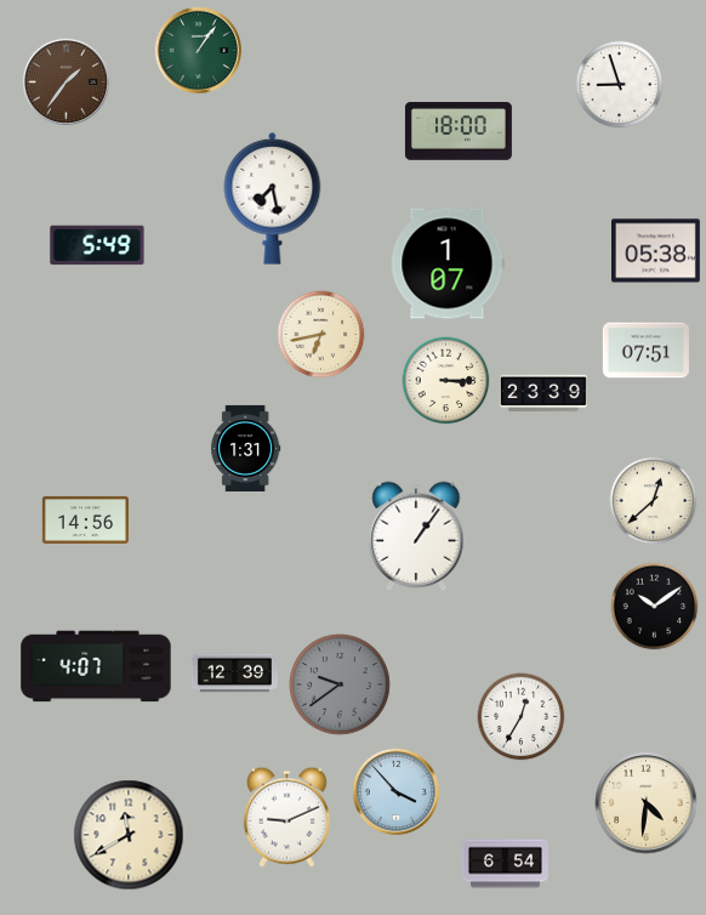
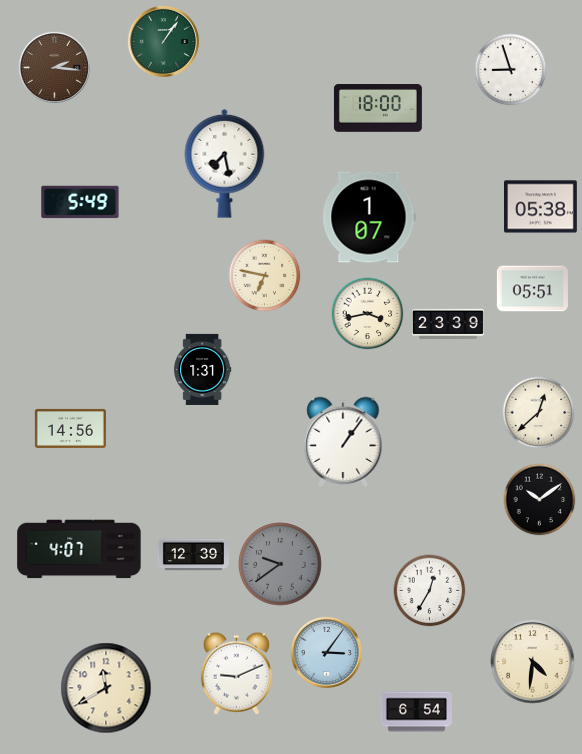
clock at (66, 81): 1:36 -> 2:16
clock at (321, 335): 6:43 -> 6:47
clock at (645, 351): 07:51 -> 05:51
clock at (446, 381): 3:15 -> 3:43
clock at (395, 791): 3:53 -> 3:06
